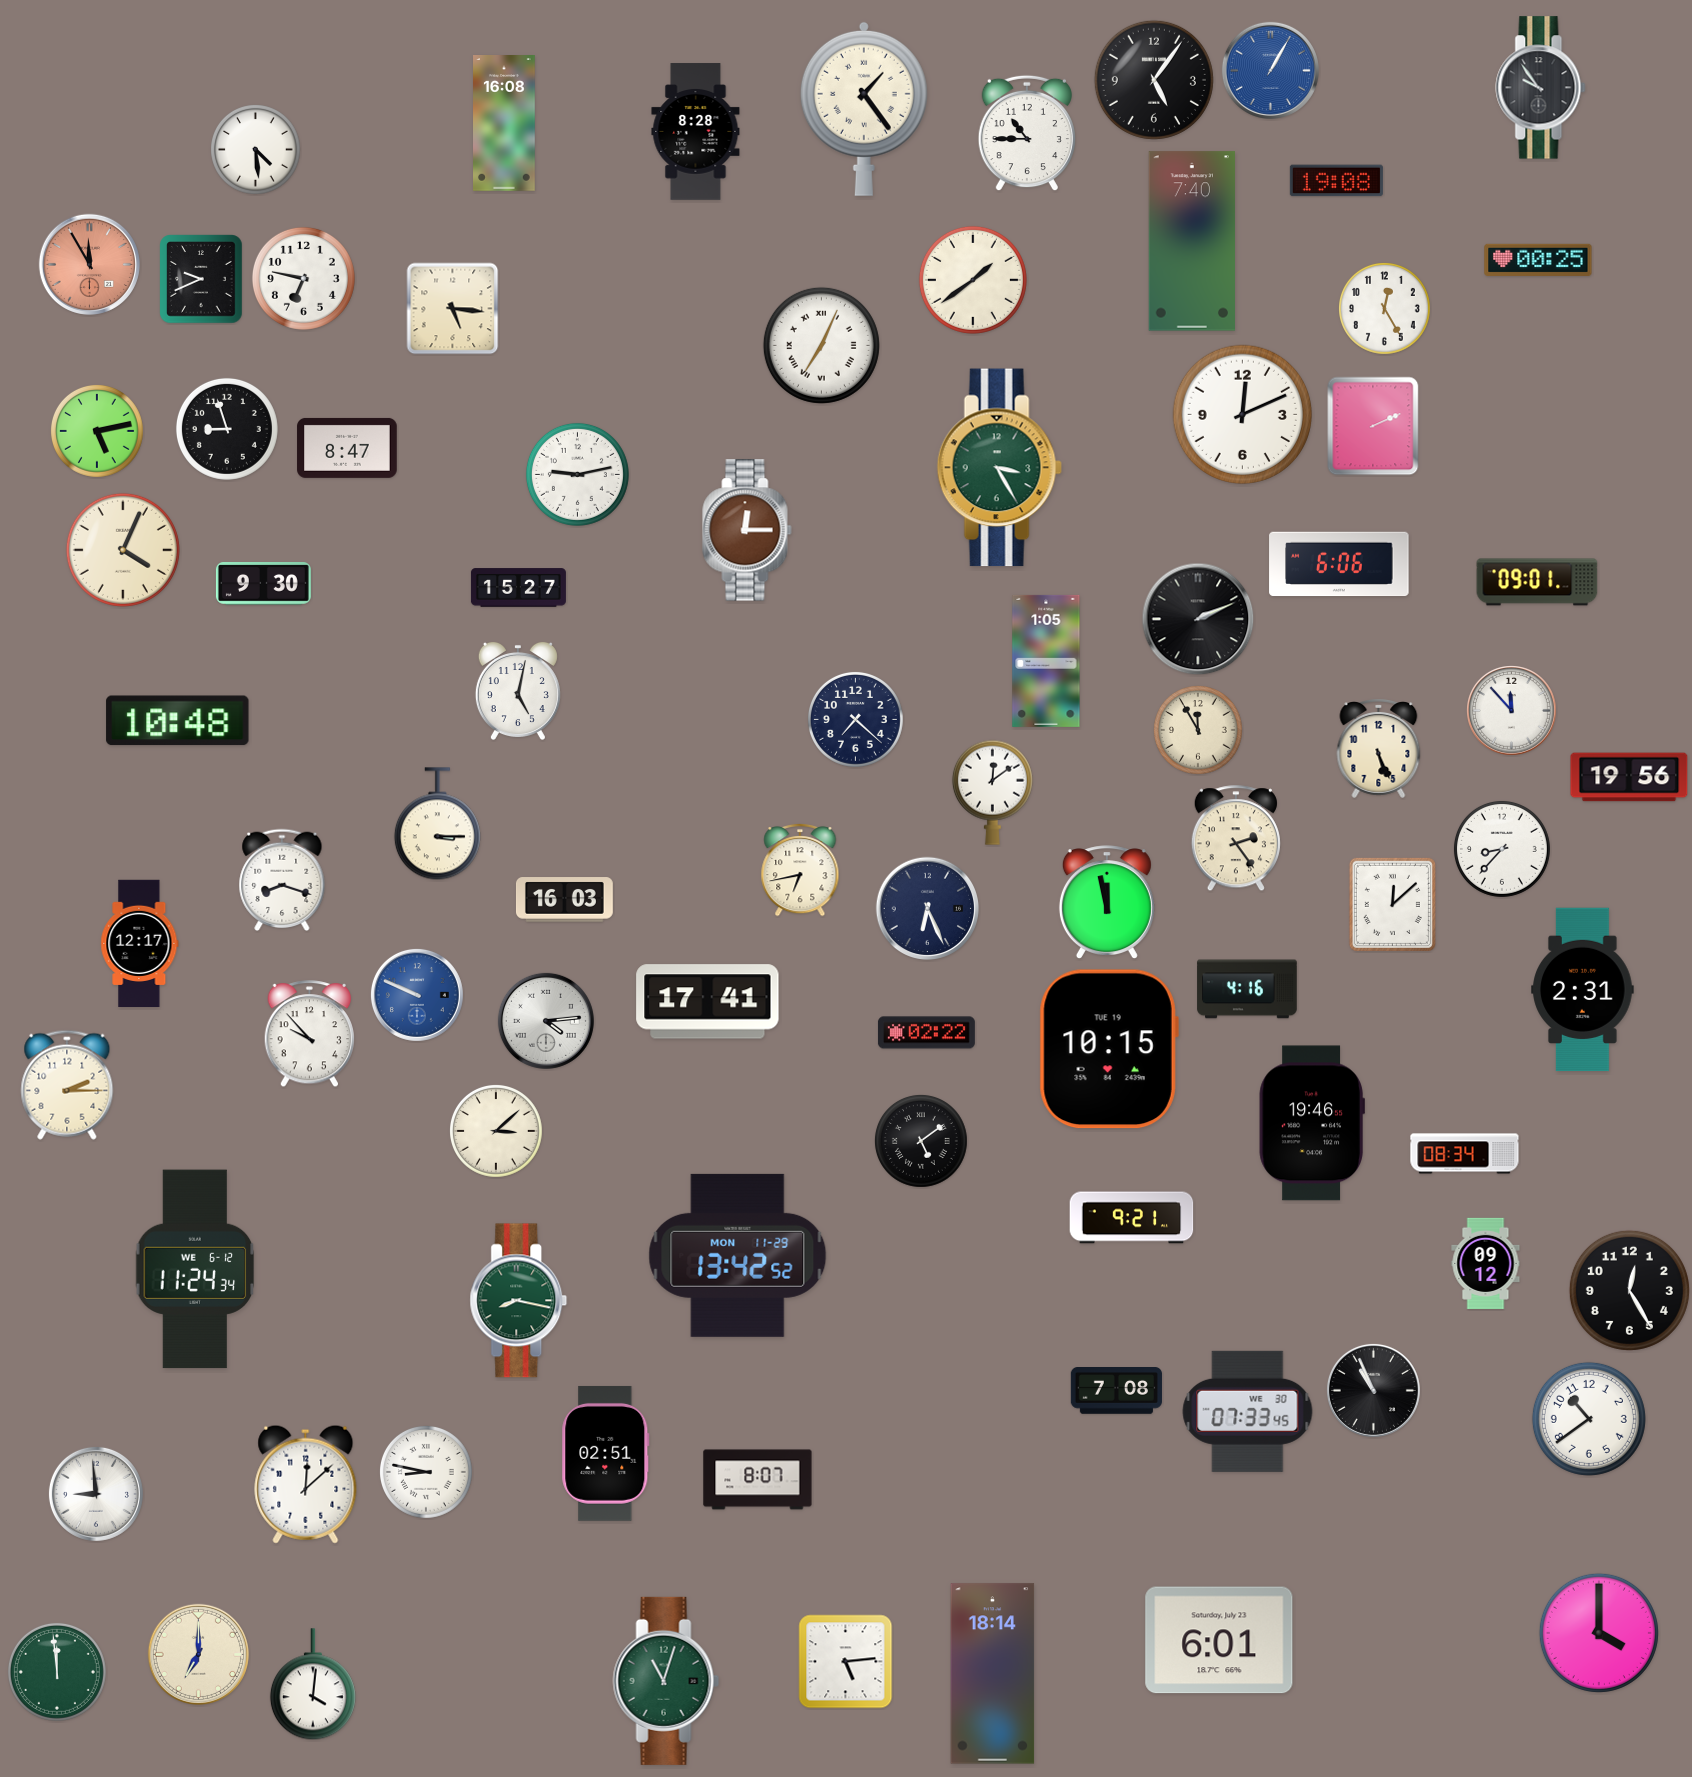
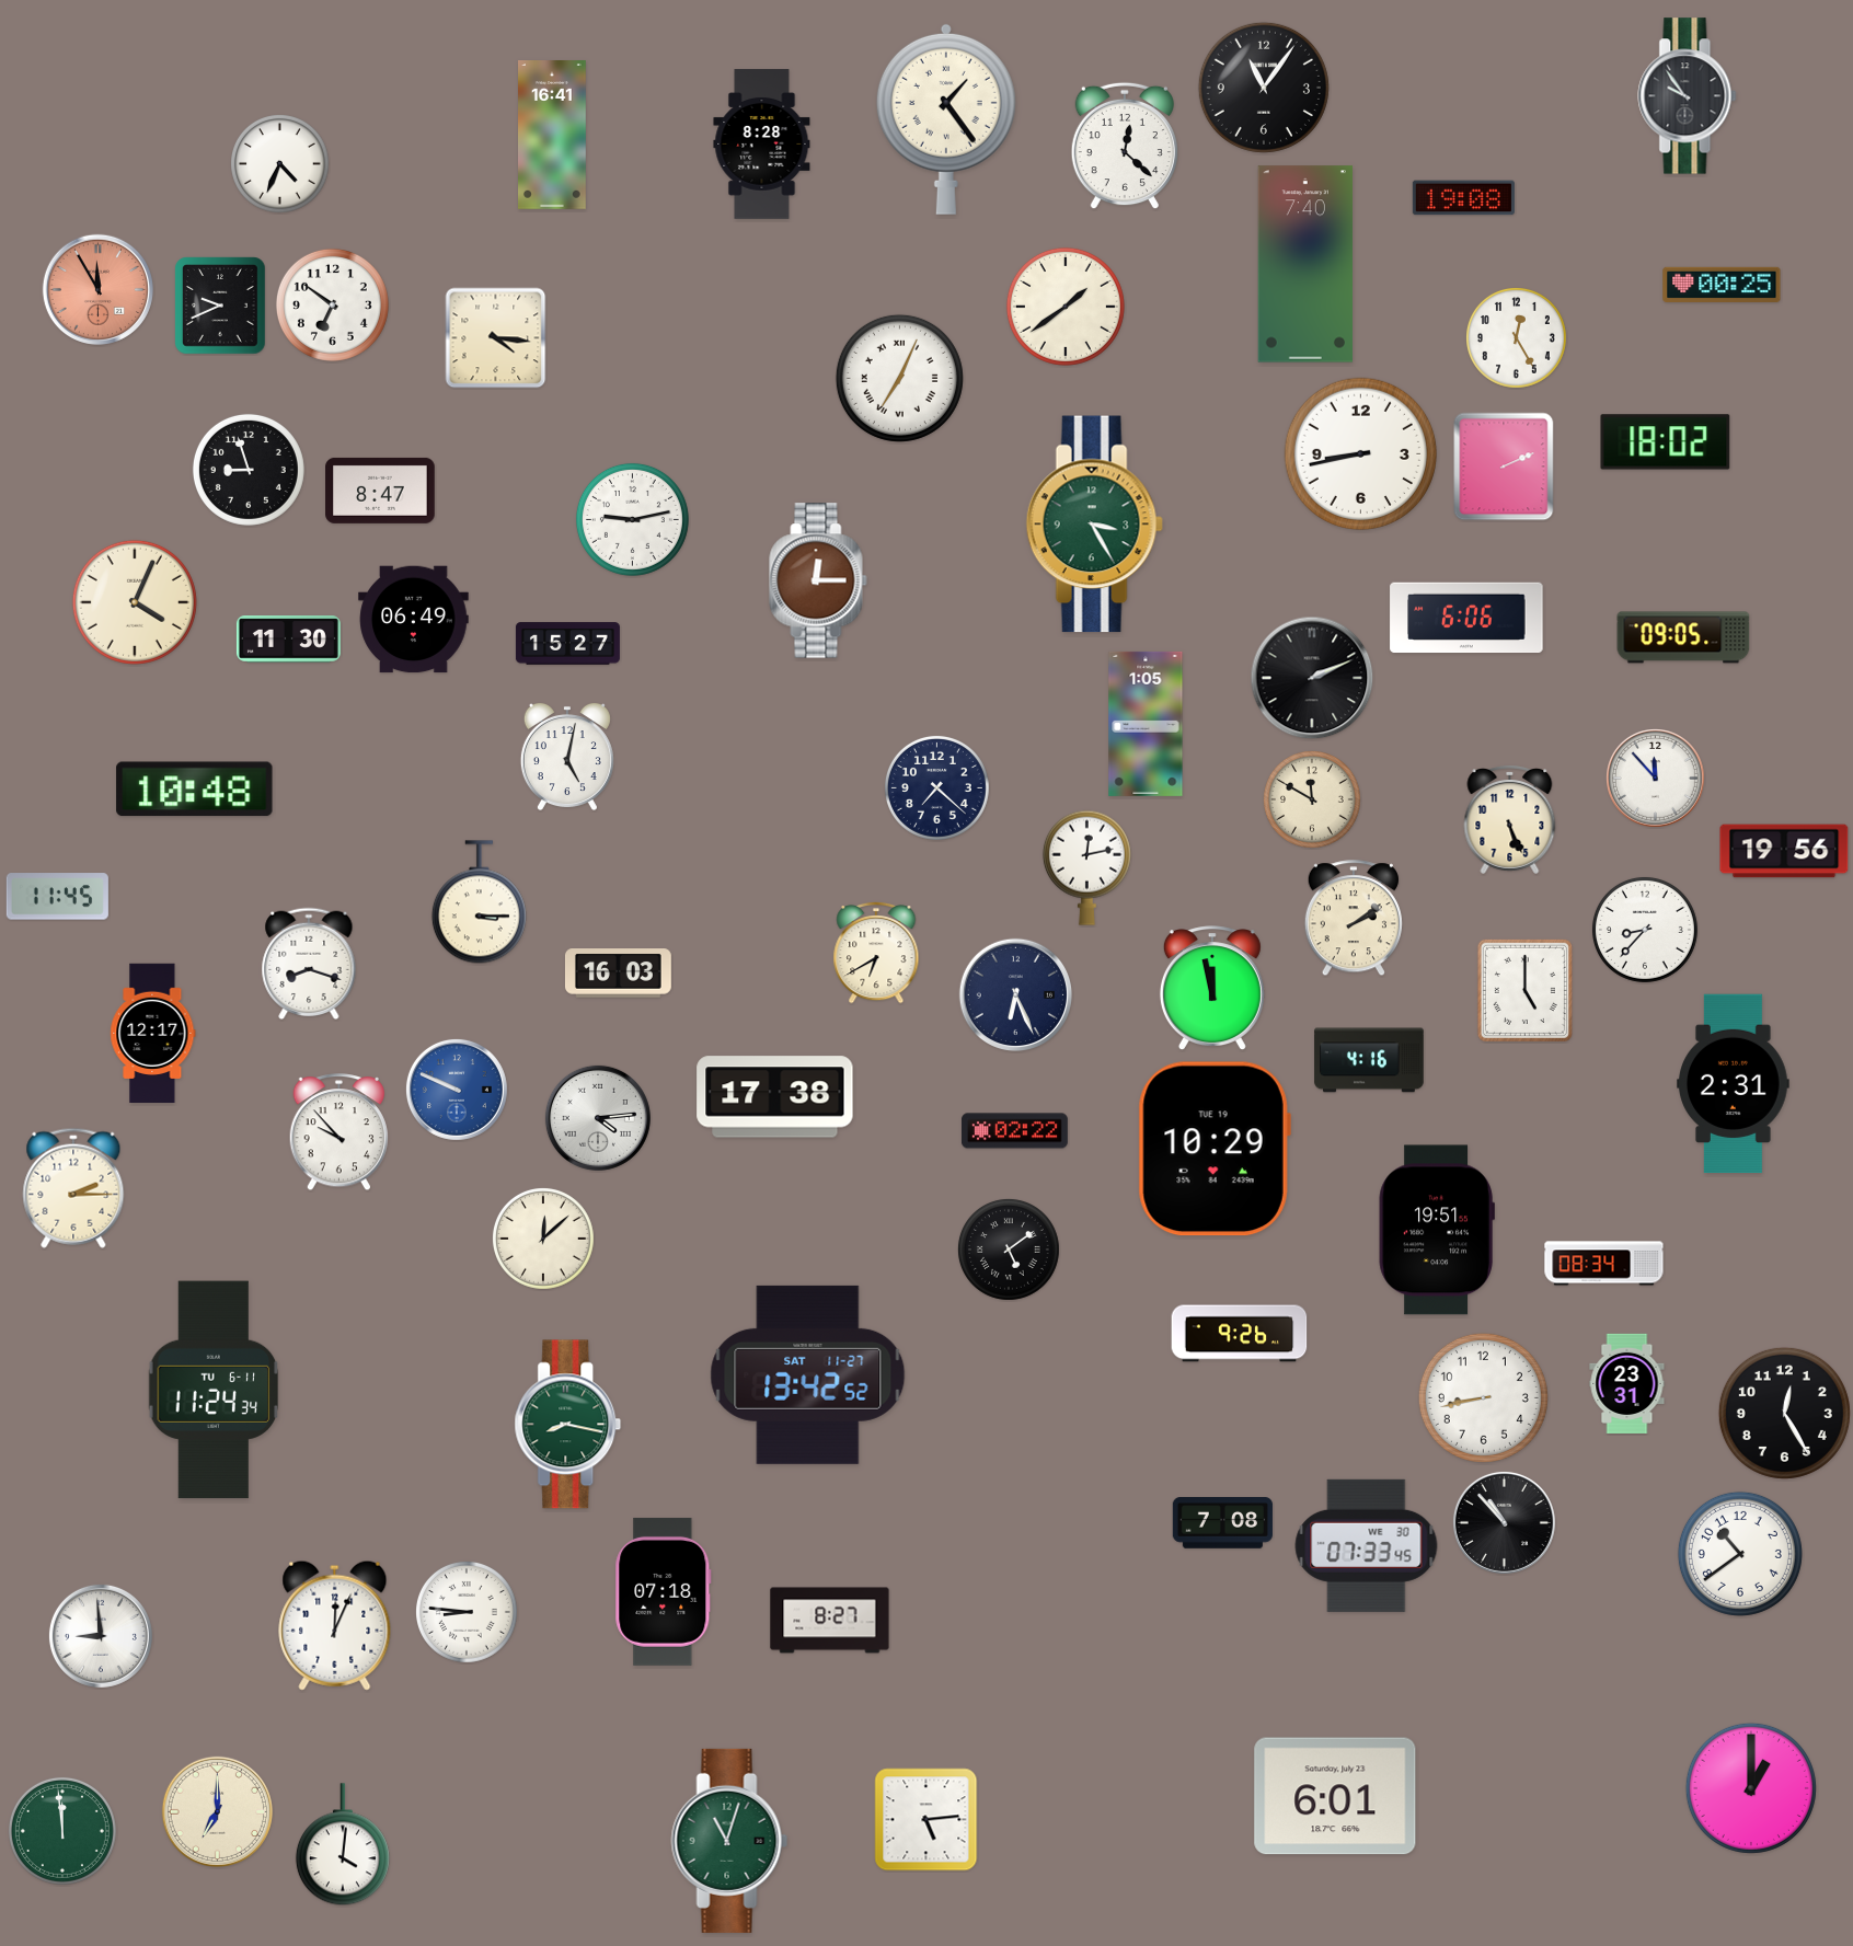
clock at (1270, 70): 1:05 -> none
clock at (1154, 80): 5:06 -> 11:06
clock at (505, 124): 16:08 -> 16:41
clock at (1027, 133): 10:45 -> 12:22
clock at (256, 150): 4:29 -> 4:34
clock at (1538, 260) position: (1538, 260) -> (1722, 285)
clock at (303, 278): 6:47 -> 6:51
clock at (453, 309): 5:16 -> 4:16
clock at (1666, 442): none -> 18:02
clock at (1242, 414): 12:11 -> 8:43
clock at (97, 431): 5:13 -> none
clock at (999, 468) position: (999, 468) -> (1094, 525)
clock at (414, 620): none -> 06:49
clock at (1537, 582): 09:01 -> 09:05
clock at (263, 584): 9:30 -> 11:30
clock at (1199, 731): 11:55 -> 11:50
clock at (992, 792): 12:09 -> 12:13
clock at (57, 897): none -> 11:45
clock at (1236, 839): 2:24 -> 2:09
clock at (800, 870): 6:43 -> 6:40
clock at (564, 900) position: (564, 900) -> (618, 974)
clock at (1392, 904): 12:08 -> 5:00
clock at (1247, 989) position: (1247, 989) -> (1369, 1060)
clock at (708, 1002): 17:41 -> 17:38
clock at (1109, 1049): 10:15 -> 10:29
clock at (1312, 1123): 19:46 -> 19:51
clock at (496, 1131): 3:08 -> 12:08
clock at (1132, 1218): 9:21 -> 9:26
clock at (738, 1255) date: MON 11-29 -> SAT 11-27
clock at (1486, 1263): 09:12 -> 23:31
clock at (195, 1269) date: WE 6-12 -> TU 6-11
clock at (1483, 1397): none -> 8:43
clock at (1373, 1390): 10:56 -> 10:53
clock at (606, 1453): 02:51 -> 07:18
clock at (426, 1472): 8:47 -> 8:46
clock at (758, 1480): 8:07 -> 8:27
clock at (306, 1484): 12:08 -> 12:04
clock at (96, 1494) position: (96, 1494) -> (101, 1636)
clock at (1599, 1633): 4:00 -> 1:00
clock at (993, 1674): 18:14 -> none
